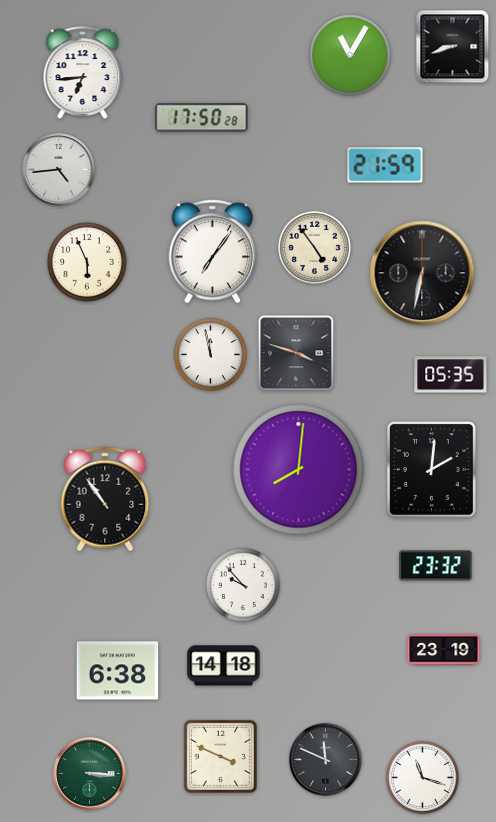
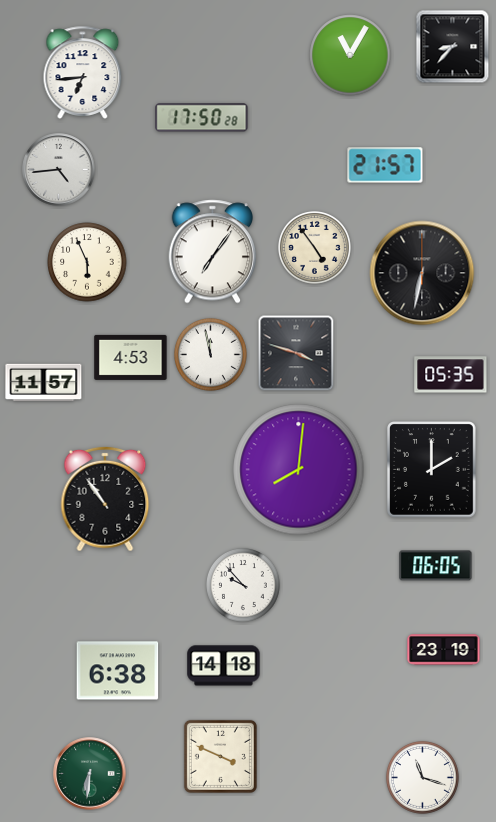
clock at (453, 47): 8:42 -> 8:37
clock at (385, 165): 21:59 -> 21:57
clock at (131, 357): none -> 4:53
clock at (44, 383): none -> 11:57
clock at (432, 470): 2:01 -> 2:00
clock at (436, 566): 23:32 -> 06:05
clock at (326, 760): 11:49 -> none
clock at (90, 774): 3:16 -> 6:31
